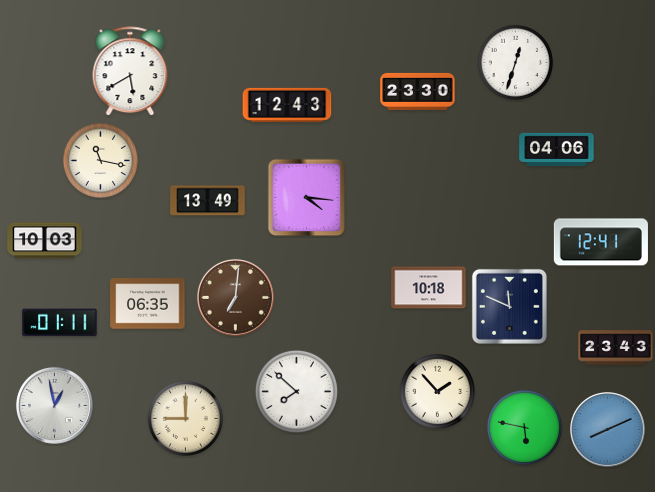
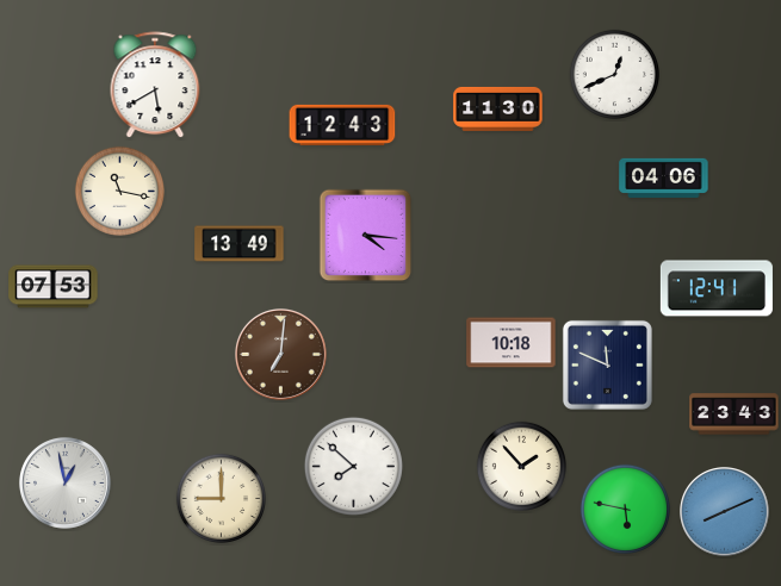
clock at (515, 62): 12:33 -> 12:41
clock at (418, 91): 23:30 -> 11:30
clock at (208, 201) position: (208, 201) -> (240, 244)
clock at (45, 241): 10:03 -> 07:53
clock at (148, 304): 06:35 -> none
clock at (60, 323): 01:11 -> none
